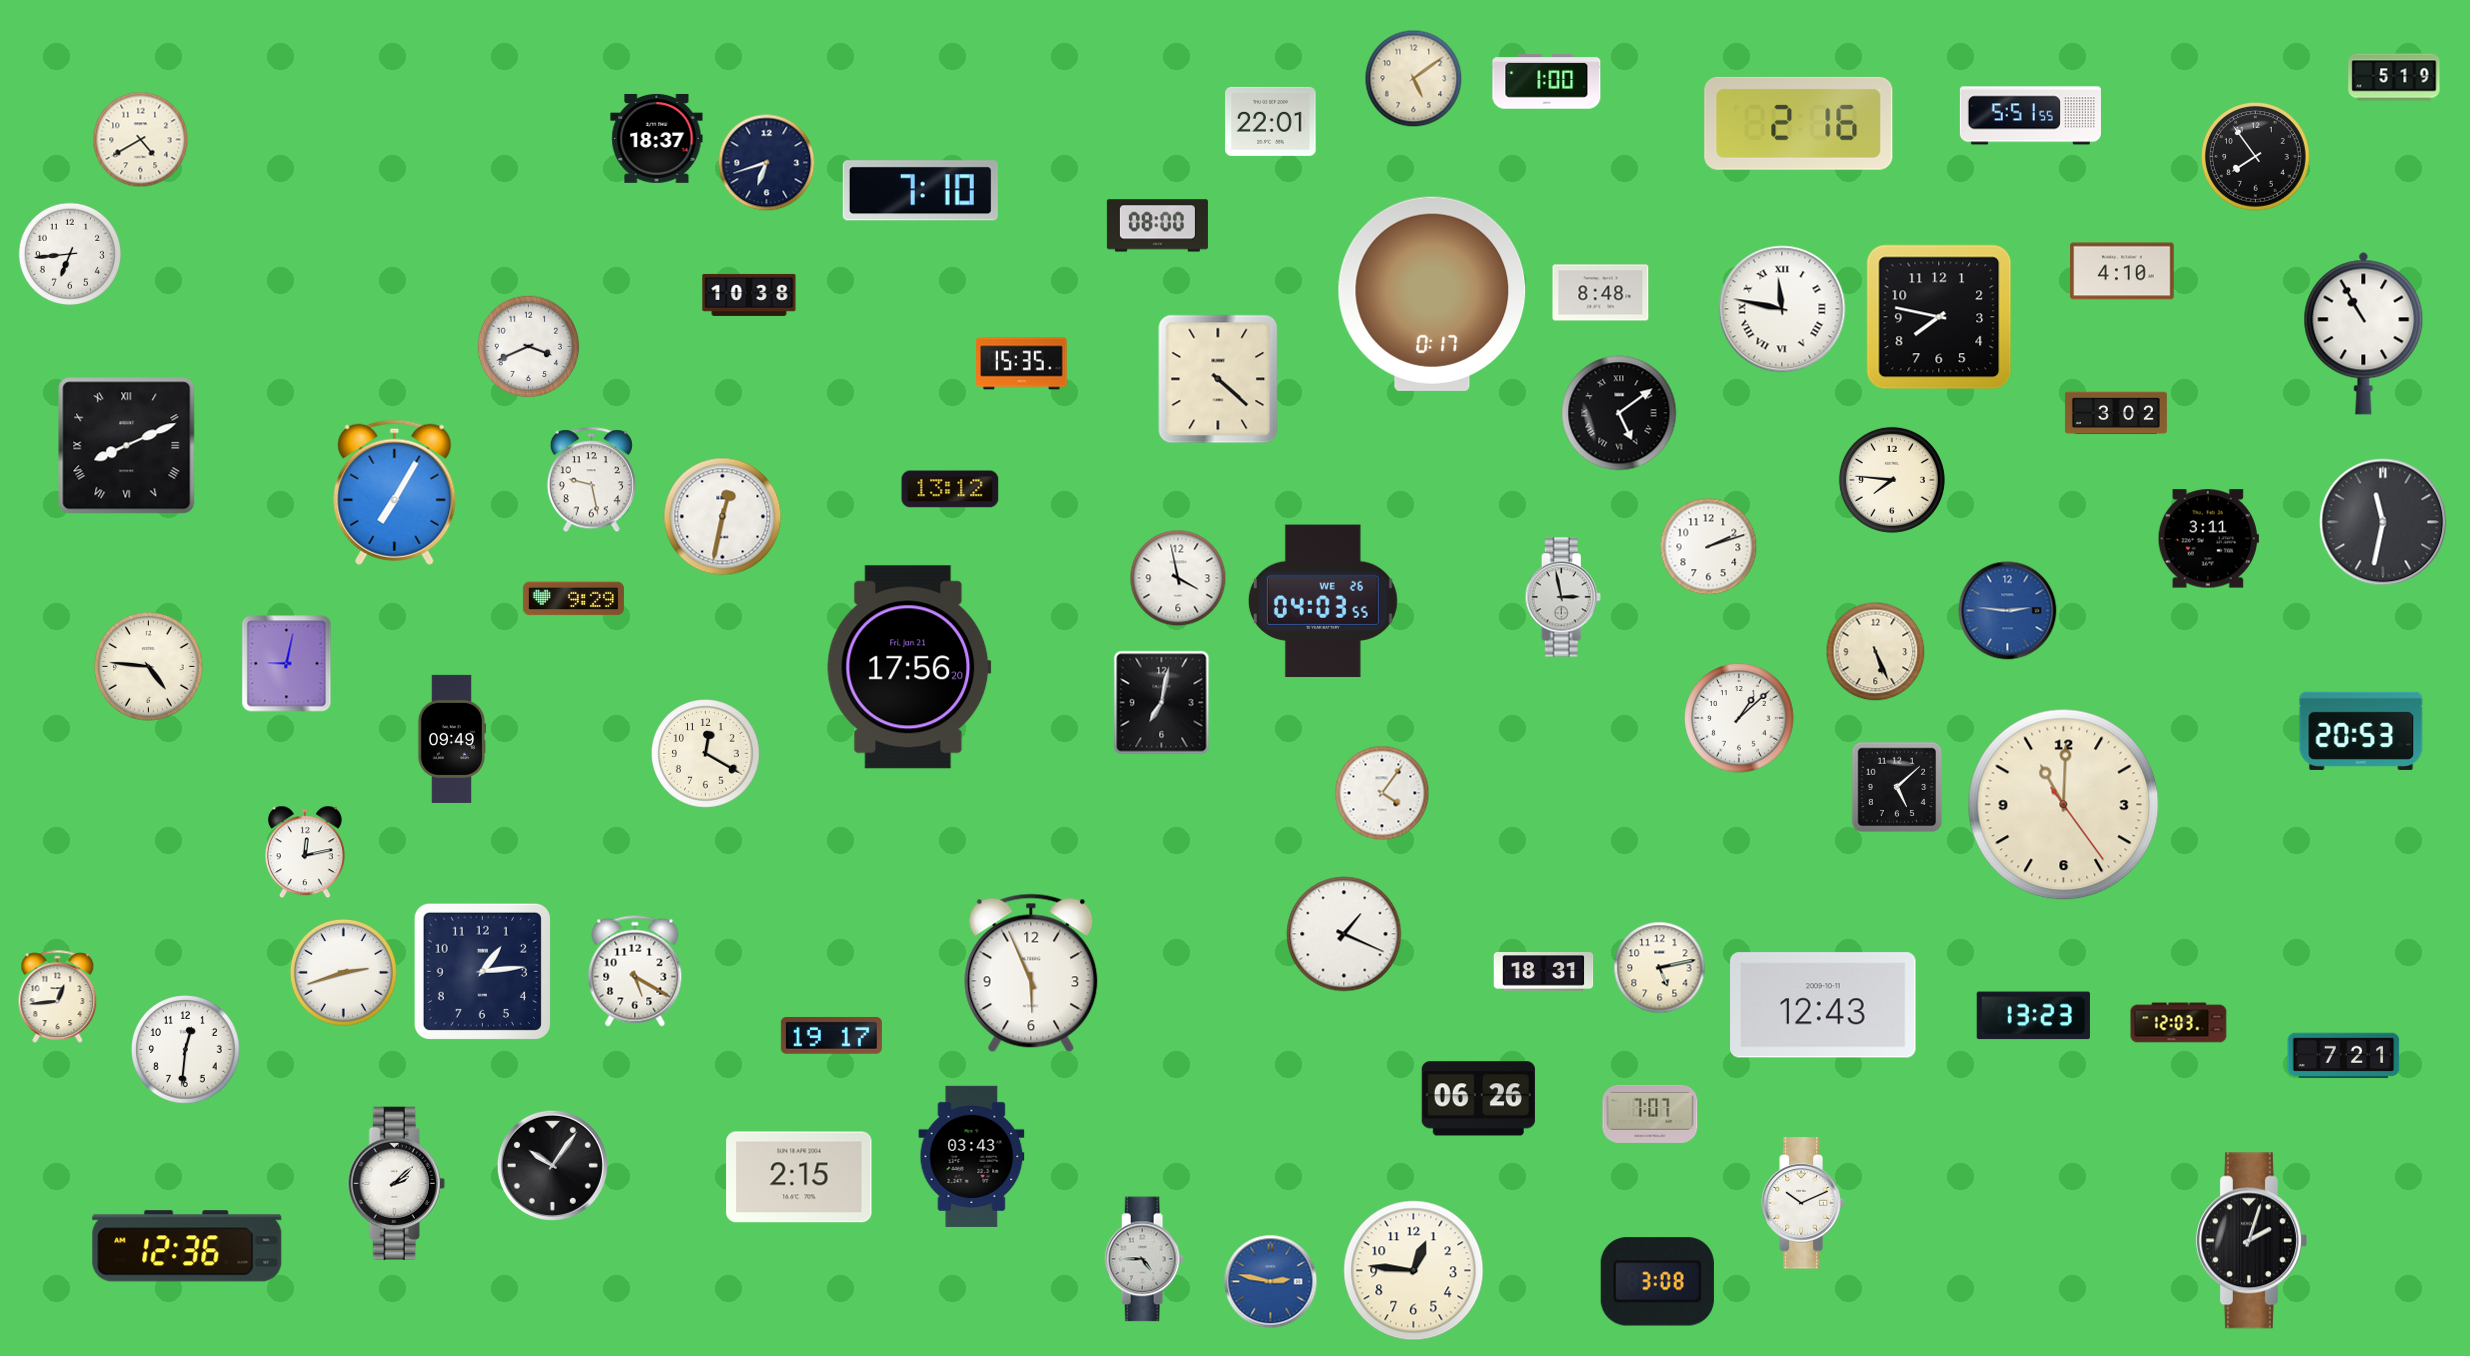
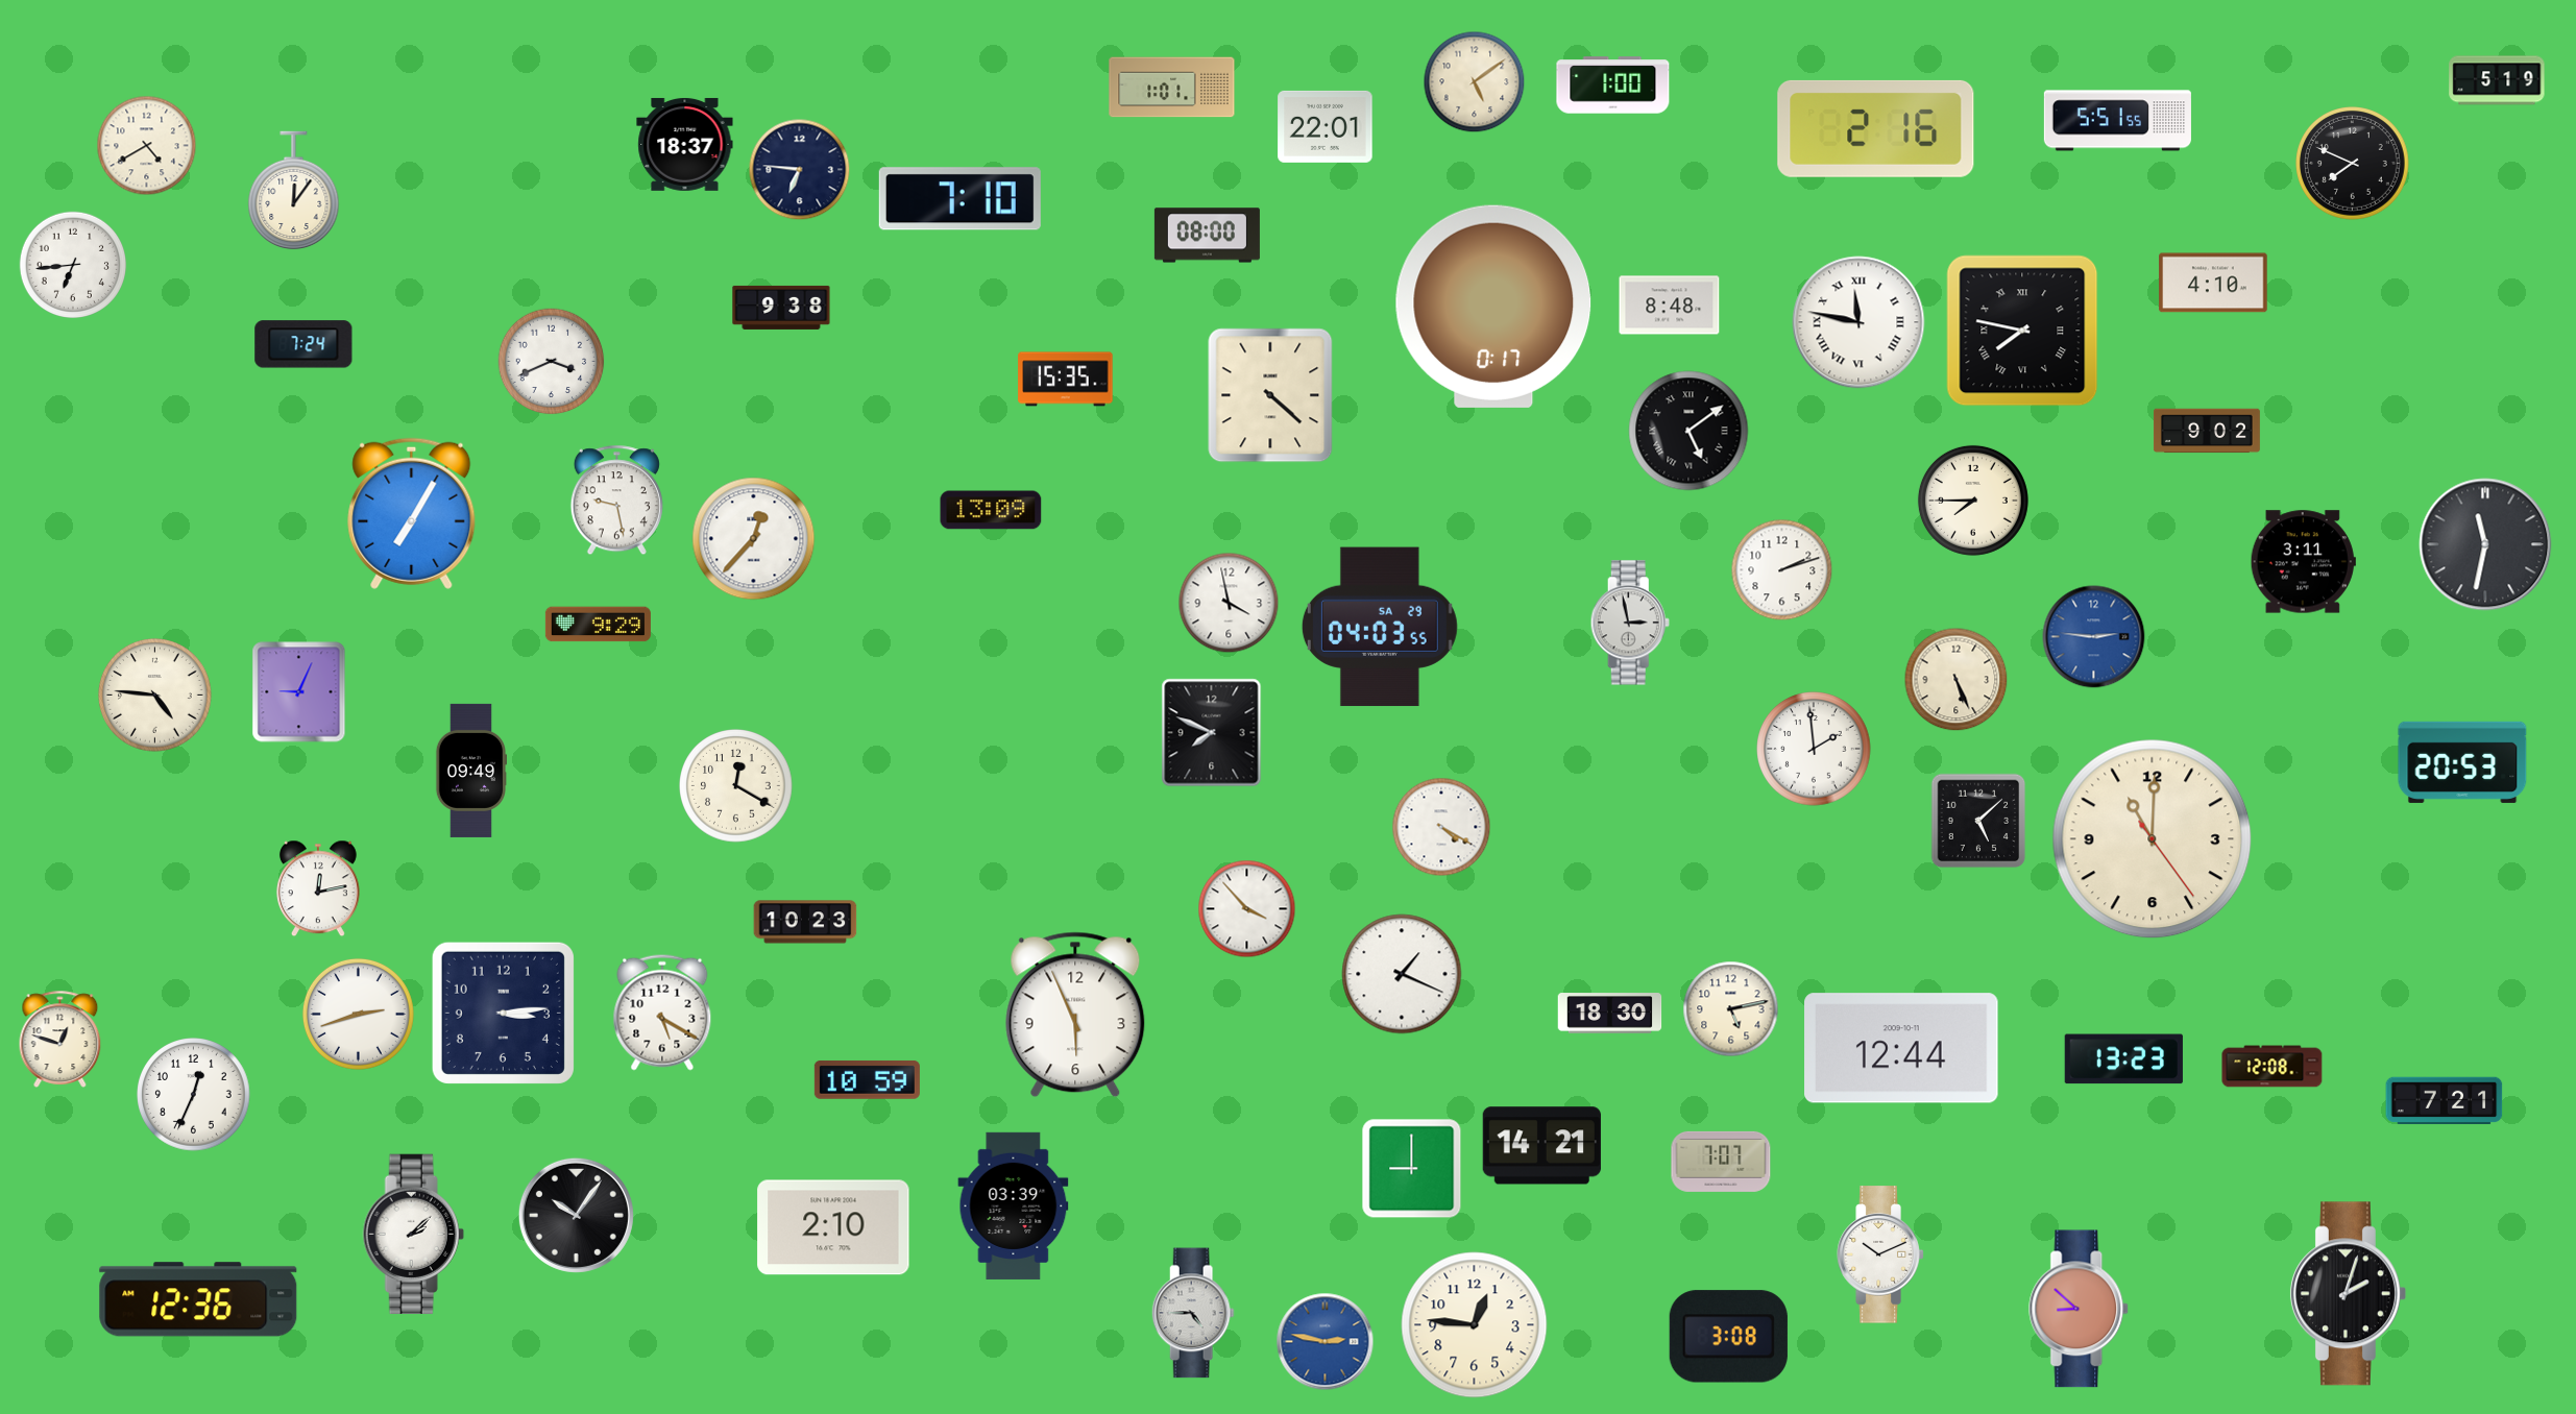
clock at (1172, 88): none -> 1:01
clock at (2256, 157): 7:54 -> 7:49
clock at (767, 163): 6:42 -> 6:46
clock at (294, 191): none -> 12:06
clock at (749, 295): 10:38 -> 9:38
clock at (1939, 317) numerals: Arabic -> Roman
clock at (303, 344): none -> 7:24
clock at (2364, 333): 10:55 -> none
clock at (2116, 413): 3:02 -> 9:02
clock at (127, 446): 8:11 -> none
clock at (1892, 480): 7:46 -> 7:45
clock at (950, 489): 13:12 -> 13:09
clock at (723, 517): 12:32 -> 12:37
clock at (1323, 601) date: WE 26 -> SA 29
clock at (287, 664): 9:02 -> 9:04
clock at (909, 667): 17:56 -> none
clock at (1162, 703): 7:02 -> 7:49
clock at (1739, 718): 1:08 -> 1:59
clock at (1382, 793): 4:06 -> 4:20
clock at (1247, 909): none -> 3:53
clock at (805, 922): none -> 10:23
clock at (482, 971): 1:14 -> 3:14
clock at (1544, 972): 18:31 -> 18:30
clock at (58, 996): 12:44 -> 12:48
clock at (1823, 1005): 12:43 -> 12:44
clock at (2033, 1016) position: (2033, 1016) -> (2123, 1059)
clock at (2179, 1023): 12:03 -> 12:08
clock at (831, 1035): 19:17 -> 10:59
clock at (186, 1050): 12:31 -> 12:34
clock at (1478, 1099): 06:26 -> 14:21
clock at (1412, 1169): none -> 9:00
clock at (972, 1156): 03:43 -> 03:39
clock at (799, 1177): 2:15 -> 2:10
clock at (187, 1246) position: (187, 1246) -> (198, 1299)
clock at (2080, 1309): none -> 8:52
clock at (1271, 1282) position: (1271, 1282) -> (1326, 1342)
